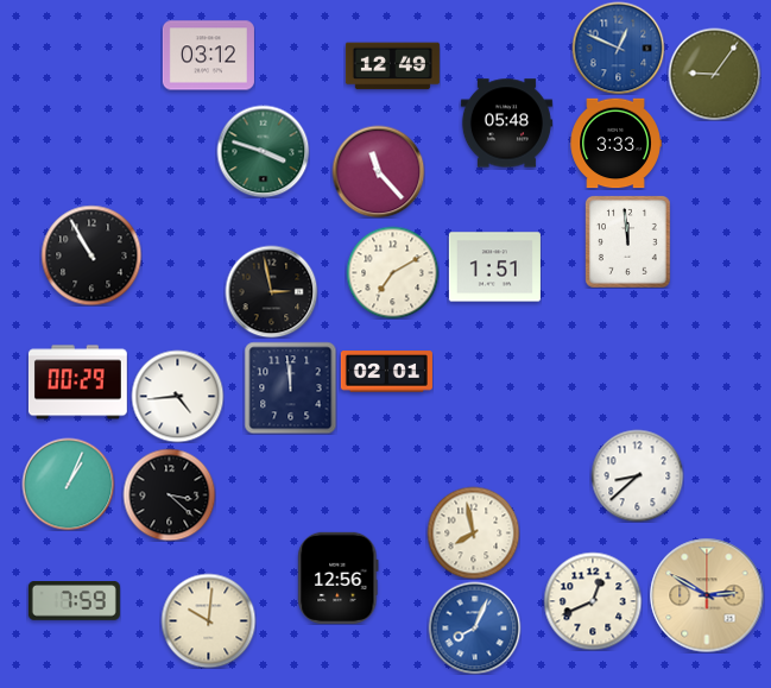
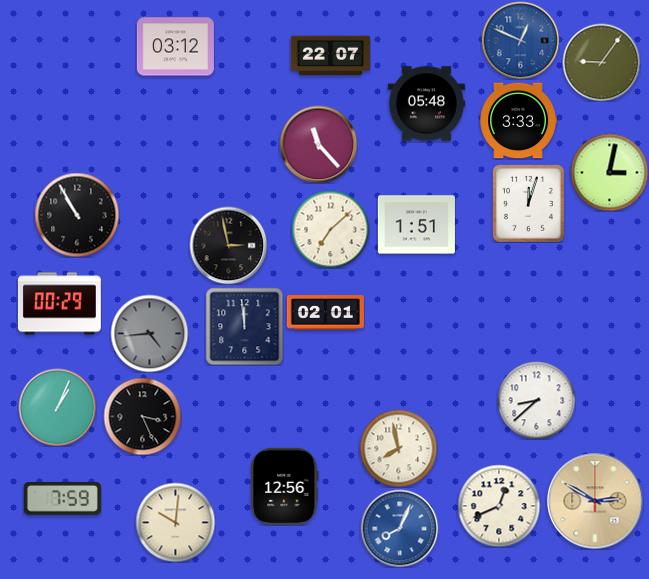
clock at (392, 67): 12:49 -> 22:07
clock at (263, 151): 3:48 -> none
clock at (609, 172): none -> 3:02
clock at (627, 241): 11:59 -> 12:03
clock at (392, 272): 7:10 -> 7:08
clock at (77, 383) position: (77, 383) -> (59, 304)
clock at (177, 396) dial: white -> grey
clock at (169, 494): 3:22 -> 3:26
clock at (74, 601) position: (74, 601) -> (62, 499)
